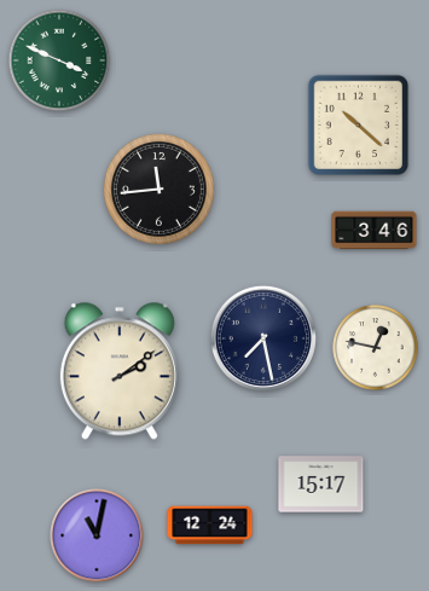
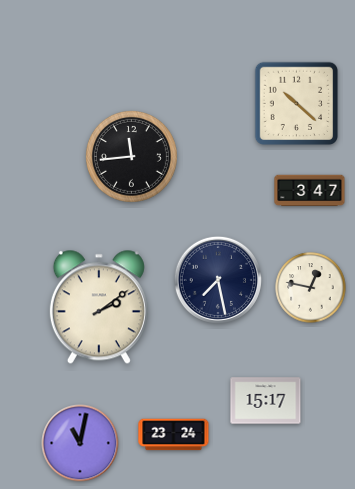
clock at (59, 60): 3:49 -> none
clock at (375, 231): 3:46 -> 3:47
clock at (210, 526): 12:24 -> 23:24
